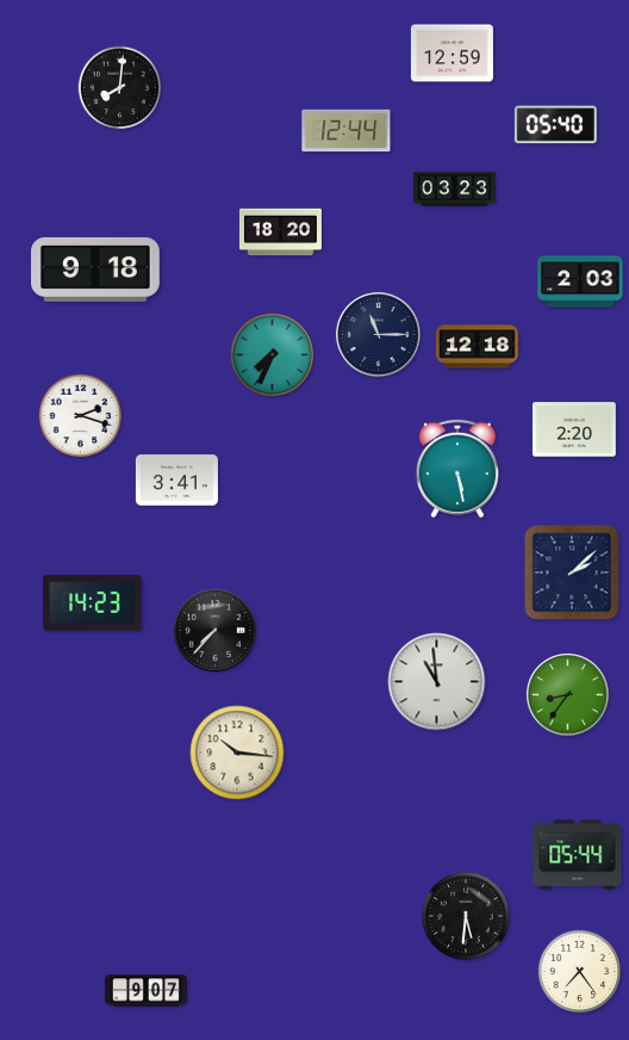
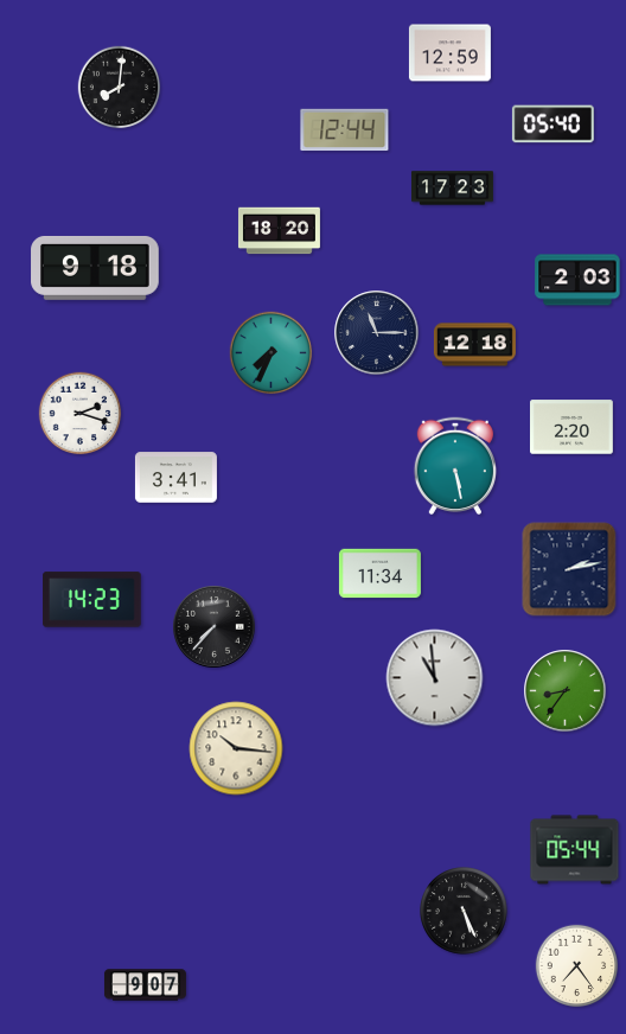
clock at (454, 190): 03:23 -> 17:23
clock at (572, 572): 2:08 -> 2:13
clock at (379, 574): none -> 11:34
clock at (467, 917): 5:31 -> 5:26
